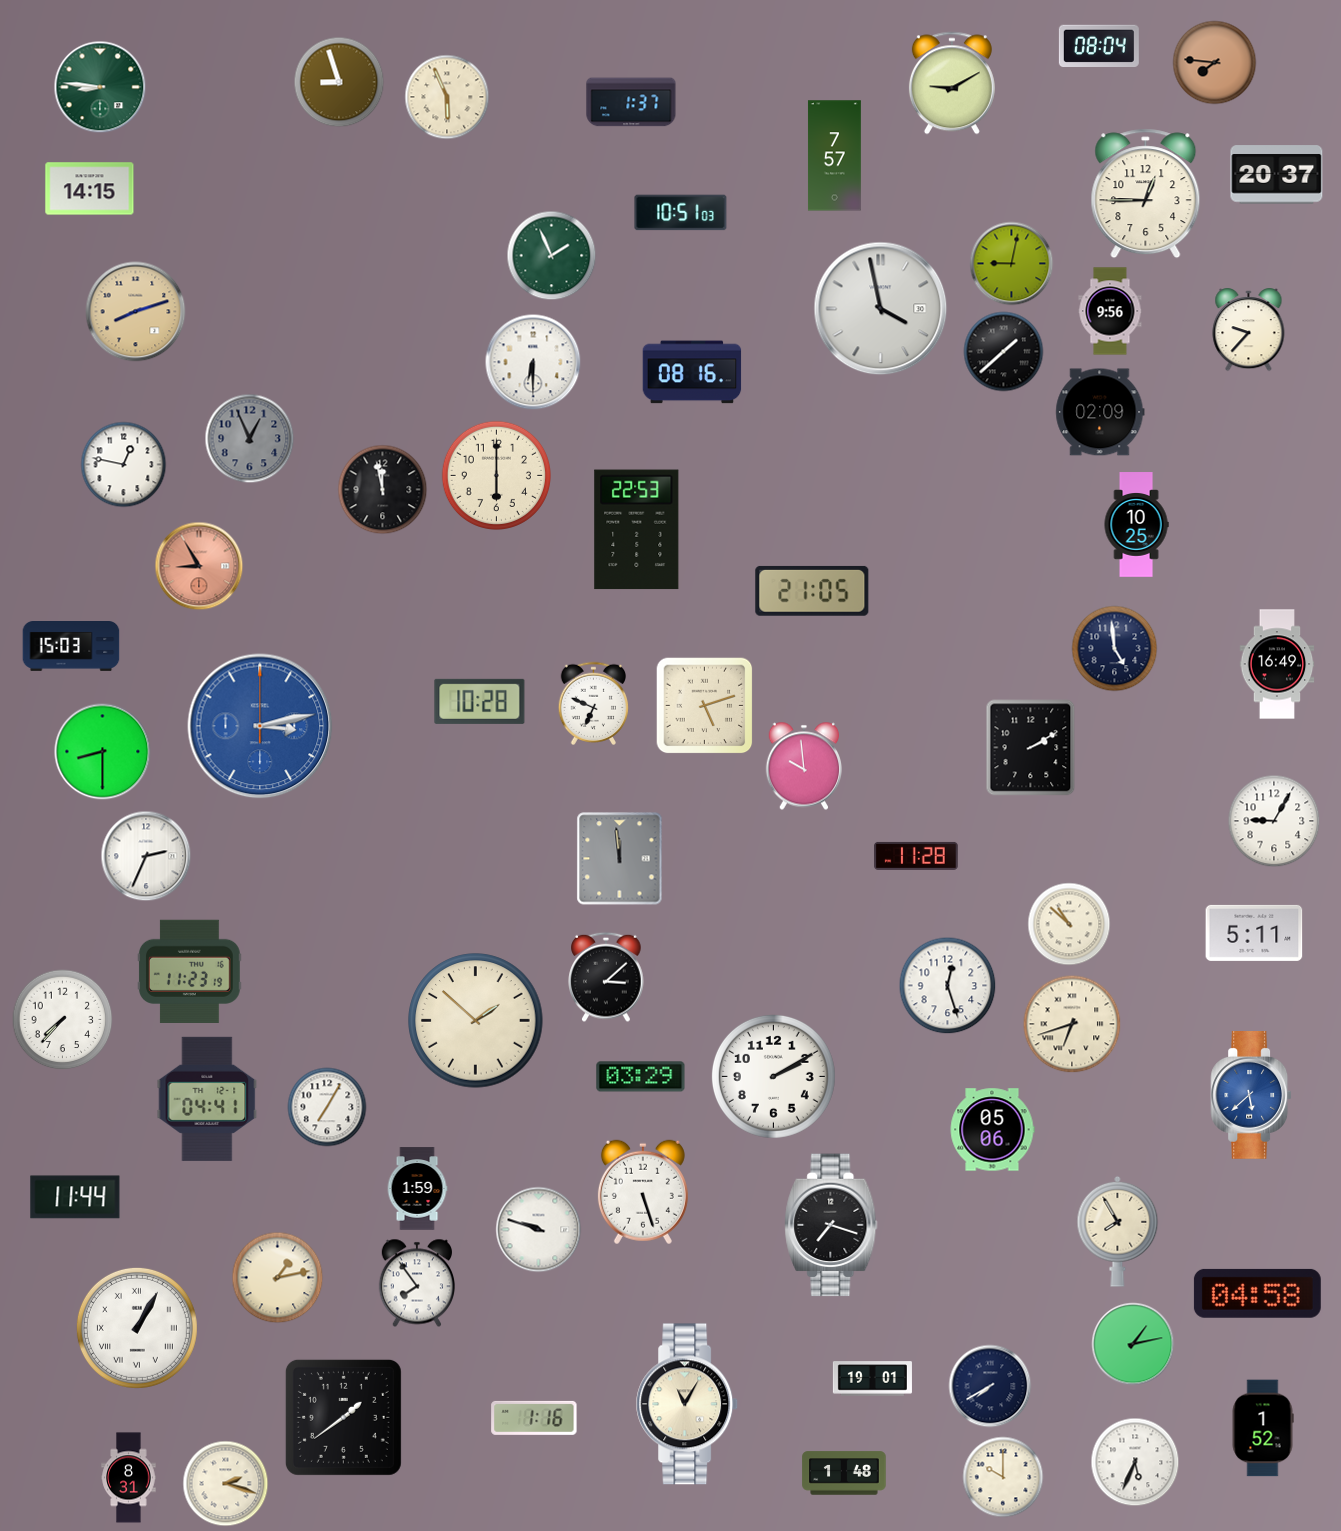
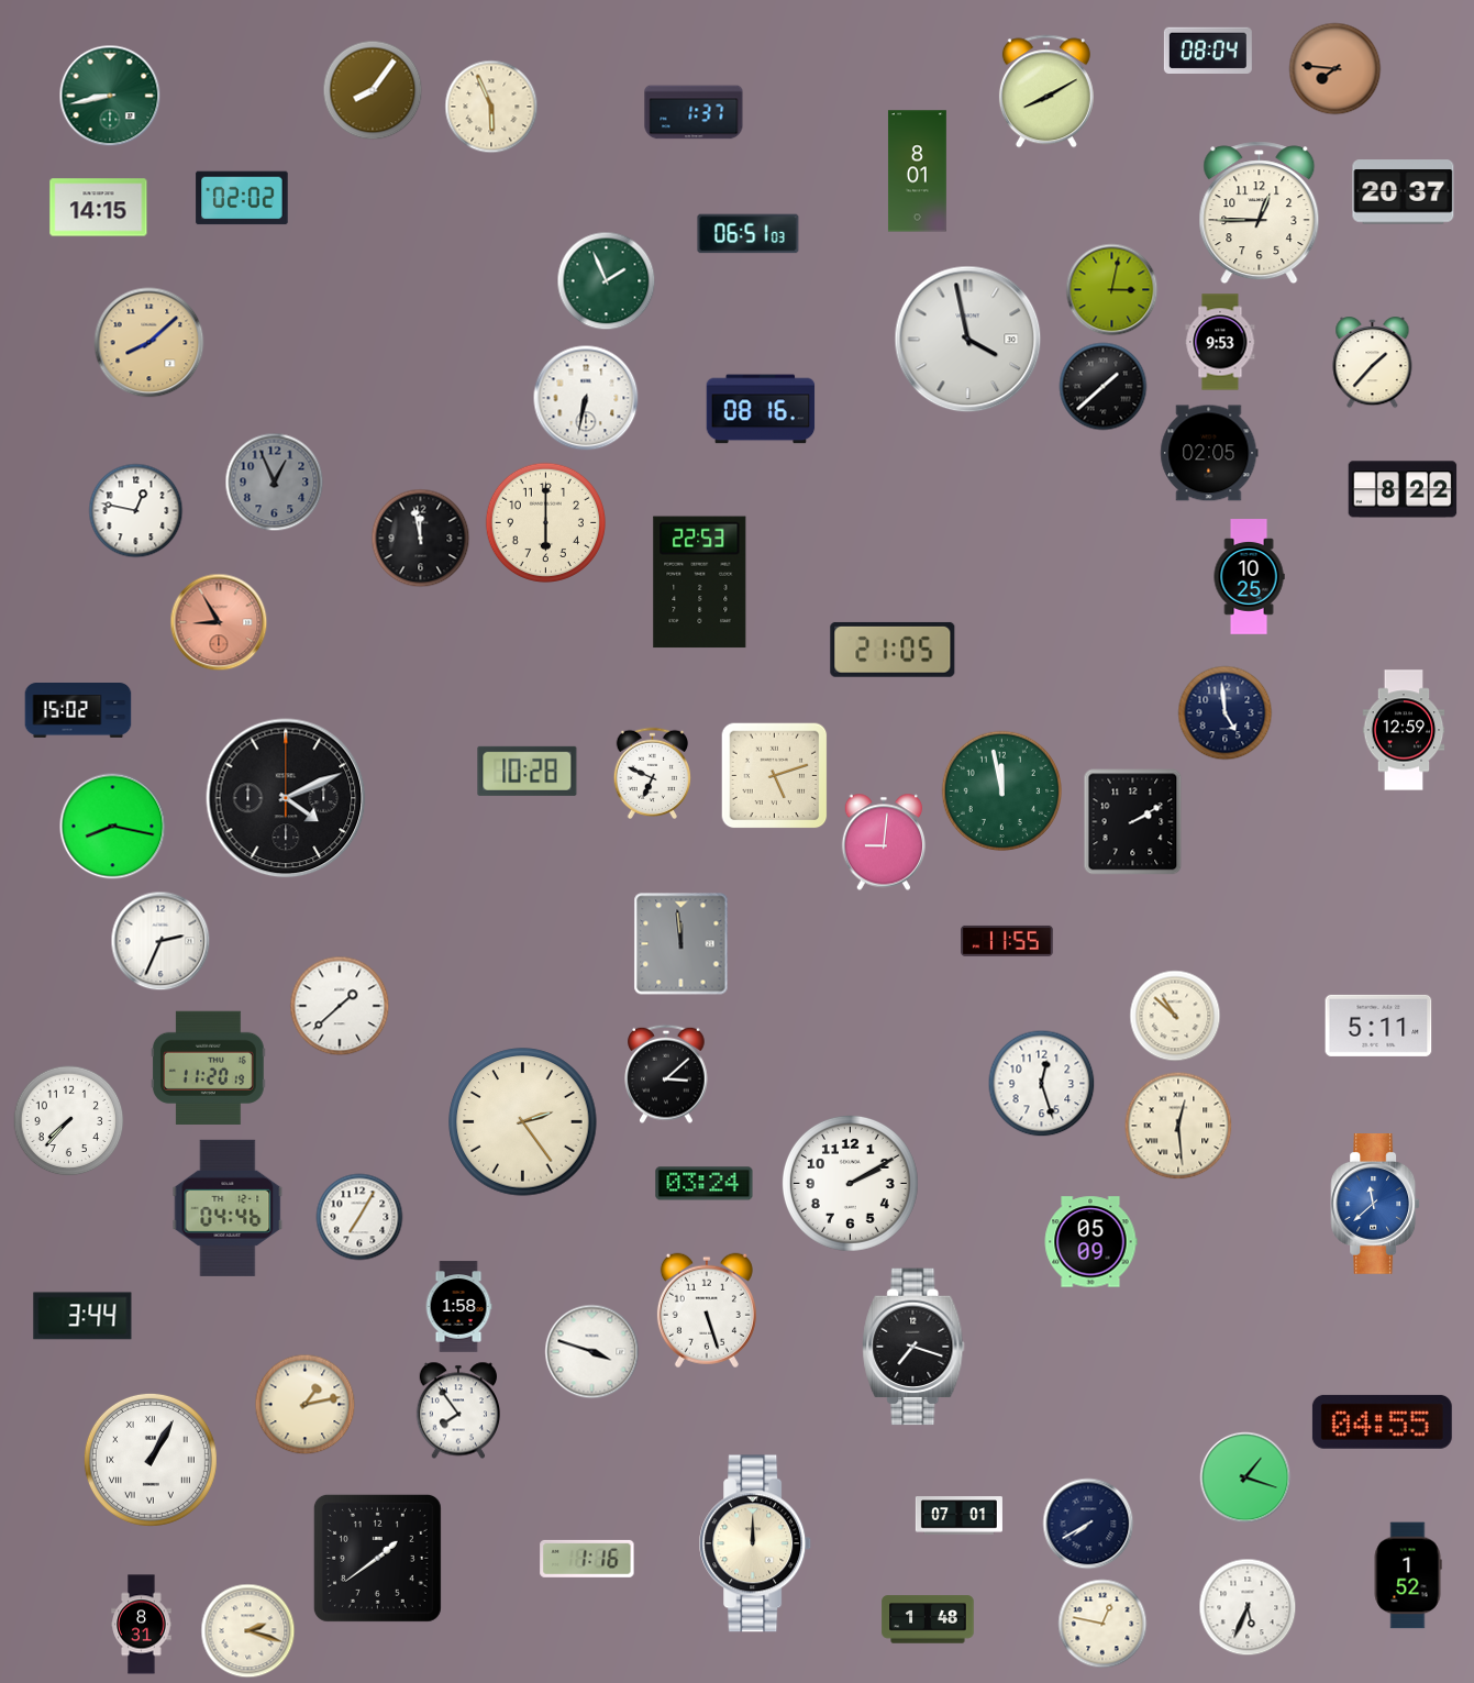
clock at (339, 82): 8:57 -> 8:06
clock at (952, 83): 9:10 -> 8:10
clock at (100, 87): 8:46 -> 8:43
clock at (835, 156): 7:57 -> 8:01
clock at (242, 198): none -> 02:02
clock at (681, 213): 10:51 -> 06:51
clock at (1012, 264): 9:02 -> 3:02
clock at (1110, 311): 9:56 -> 9:53
clock at (136, 312): 8:12 -> 8:08
clock at (1249, 331): 9:37 -> 1:37
clock at (533, 362): 6:30 -> 6:32
clock at (1100, 412): 02:09 -> 02:05
clock at (1403, 489): none -> 8:22
clock at (71, 647): 15:03 -> 15:02
clock at (1277, 664): 16:49 -> 12:59
clock at (1001, 790): none -> 11:58
clock at (260, 726): 3:13 -> 4:11
clock at (260, 726) dial: blue -> black
clock at (103, 752): 8:30 -> 8:17
clock at (803, 766): 9:59 -> 9:01
clock at (1274, 821): 9:05 -> none
clock at (916, 856): 11:28 -> 11:55
clock at (340, 1006): none -> 1:38
clock at (189, 971): 11:23 -> 11:20
clock at (476, 1021): 1:52 -> 2:24
clock at (1072, 1024): 6:42 -> 12:29
clock at (641, 1077): 03:29 -> 03:24
clock at (1251, 1096): 5:38 -> 11:38
clock at (207, 1099): 04:41 -> 04:46
clock at (992, 1130): 05:06 -> 05:09
clock at (417, 1189): 1:59 -> 1:58
clock at (75, 1197): 11:44 -> 3:44
clock at (539, 1230): 9:48 -> 3:48
clock at (1118, 1231): 7:55 -> none
clock at (1257, 1293): 04:58 -> 04:55
clock at (1133, 1344): 1:13 -> 1:18
clock at (872, 1379): 19:01 -> 07:01
clock at (688, 1404): 11:05 -> 12:00
clock at (1263, 1428) position: (1263, 1428) -> (1408, 1575)
clock at (1003, 1477): 10:00 -> 12:47
